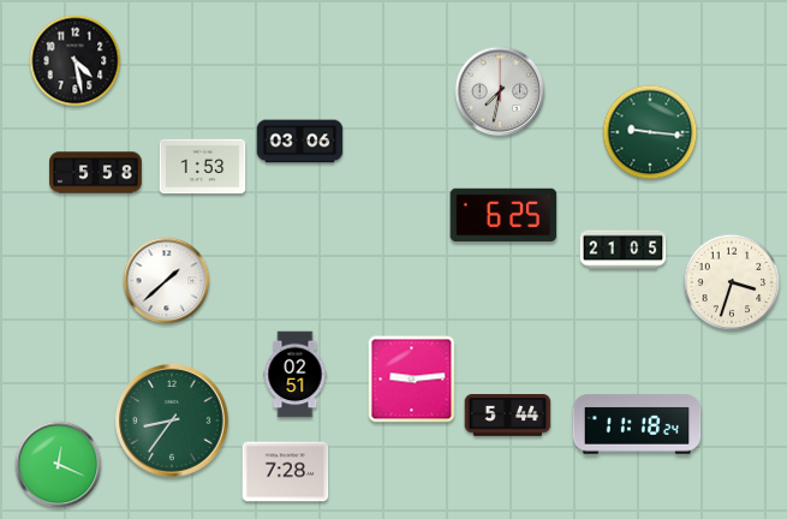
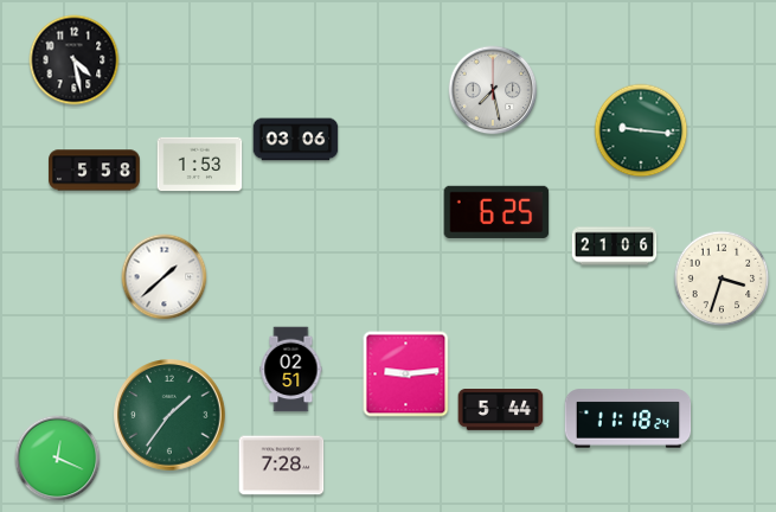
clock at (500, 91): 7:32 -> 7:28
clock at (624, 250): 21:05 -> 21:06
clock at (172, 420): 8:36 -> 1:36
